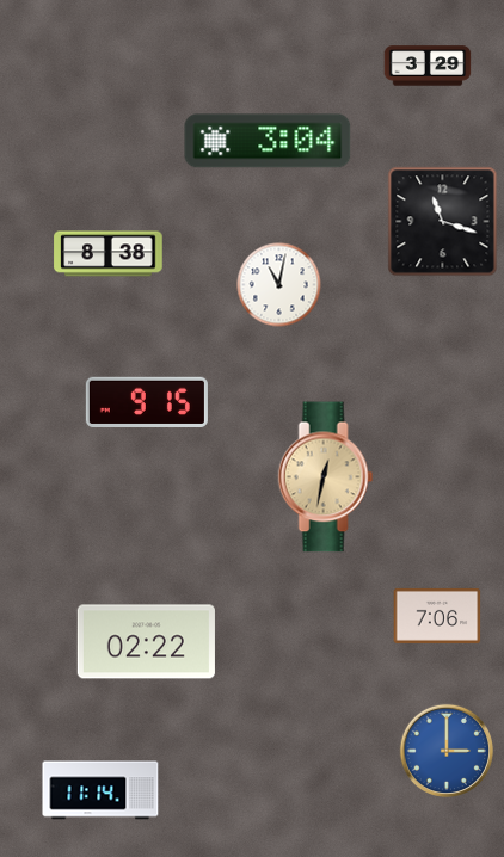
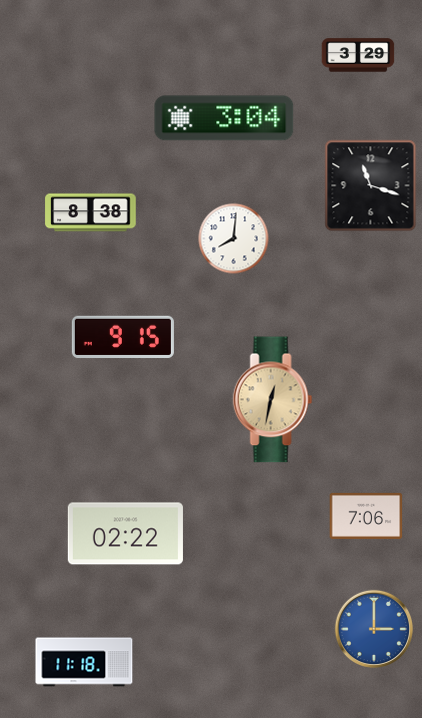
clock at (279, 285): 11:02 -> 8:01
clock at (146, 642) position: (146, 642) -> (125, 534)
clock at (100, 790): 11:14 -> 11:18
